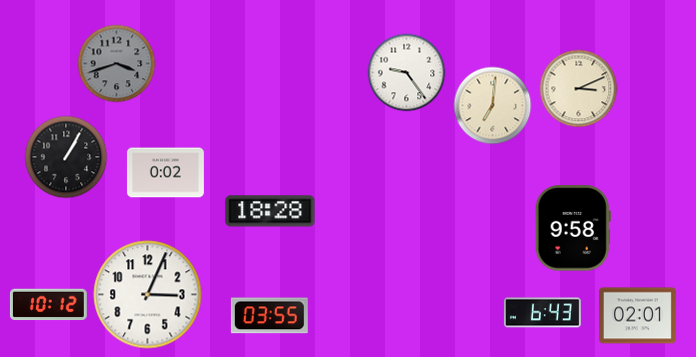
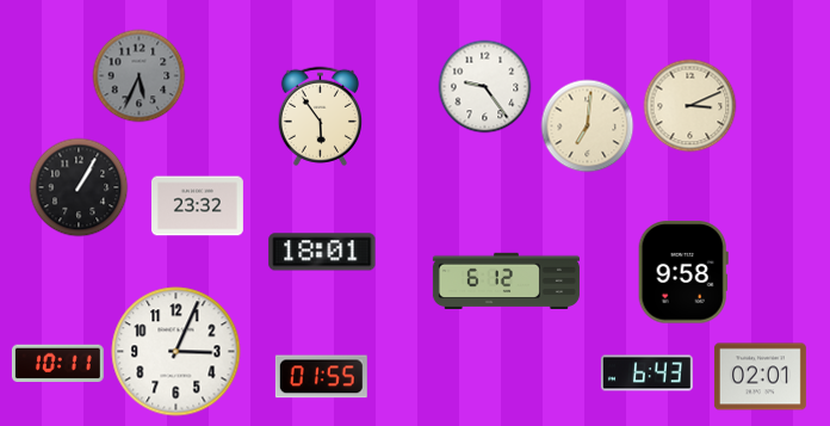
clock at (116, 63): 3:42 -> 5:34
clock at (320, 116): none -> 5:54
clock at (165, 173): 0:02 -> 23:32
clock at (270, 211): 18:28 -> 18:01
clock at (506, 282): none -> 6:12
clock at (48, 305): 10:12 -> 10:11
clock at (269, 316): 03:55 -> 01:55
